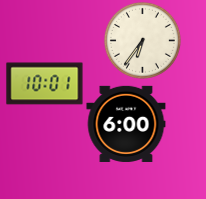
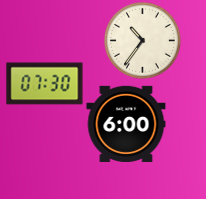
clock at (142, 40): 6:36 -> 10:36
clock at (45, 84): 10:01 -> 07:30
